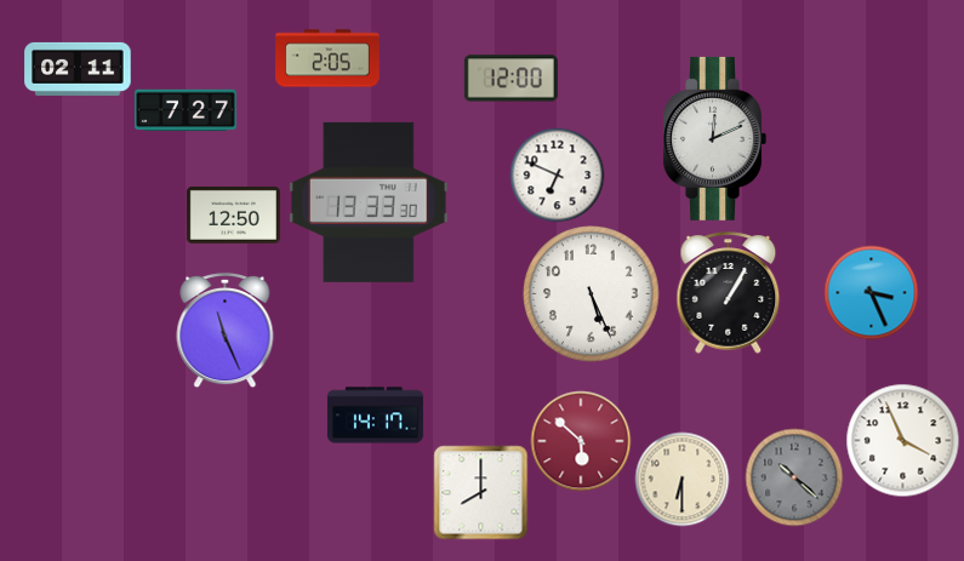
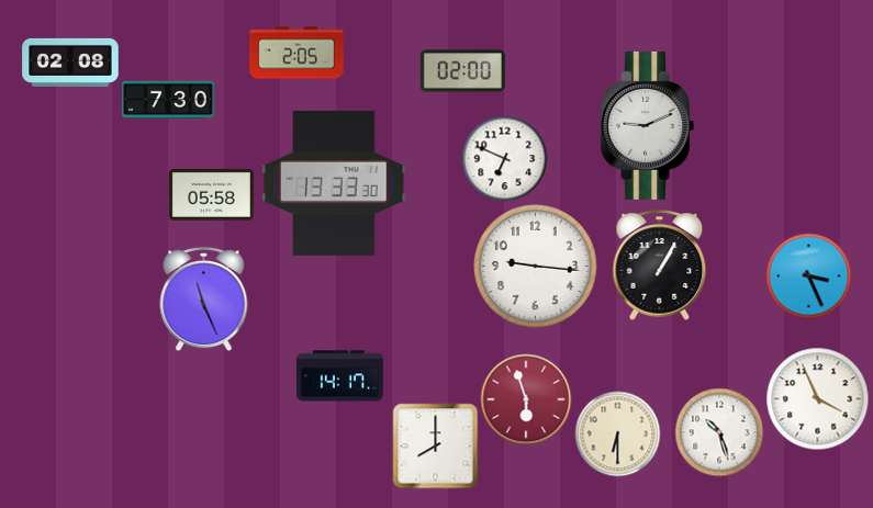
clock at (78, 69): 02:11 -> 02:08
clock at (510, 79): 12:00 -> 02:00
clock at (186, 110): 7:27 -> 7:30
clock at (714, 138): 12:11 -> 9:11
clock at (233, 214): 12:50 -> 05:58
clock at (871, 292) position: (871, 292) -> (808, 275)
clock at (592, 294): 5:26 -> 9:16
clock at (581, 441): 5:52 -> 5:57
clock at (794, 477): 10:22 -> 10:27
clock at (794, 477) dial: grey -> white
